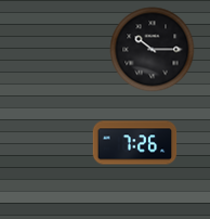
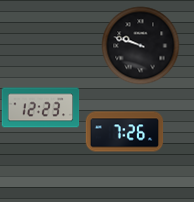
clock at (152, 49): 10:15 -> 9:48
clock at (40, 108): none -> 12:23
